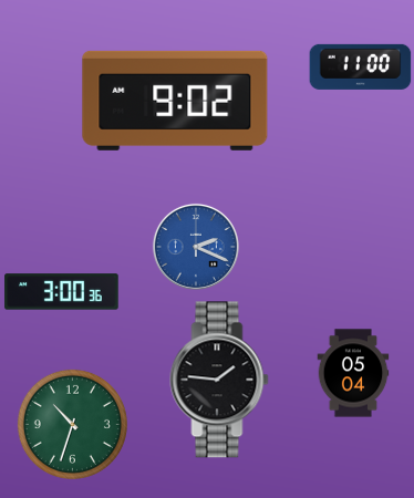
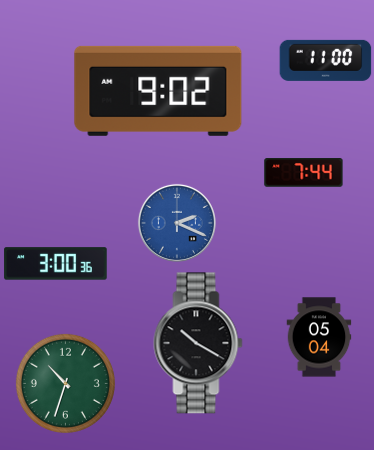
clock at (304, 173): none -> 7:44
clock at (219, 380): 1:46 -> 10:20
